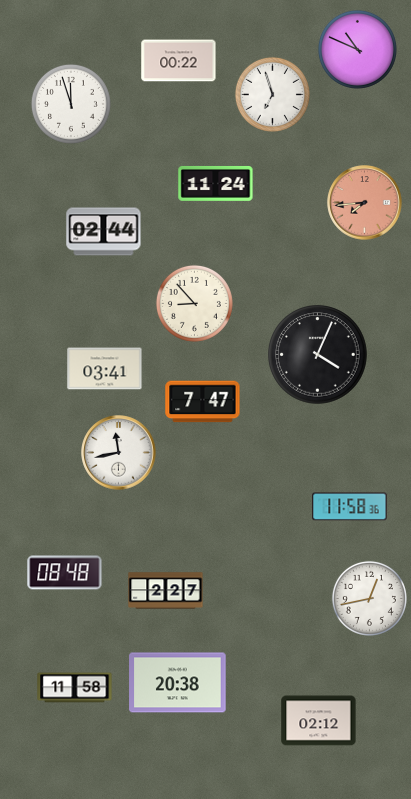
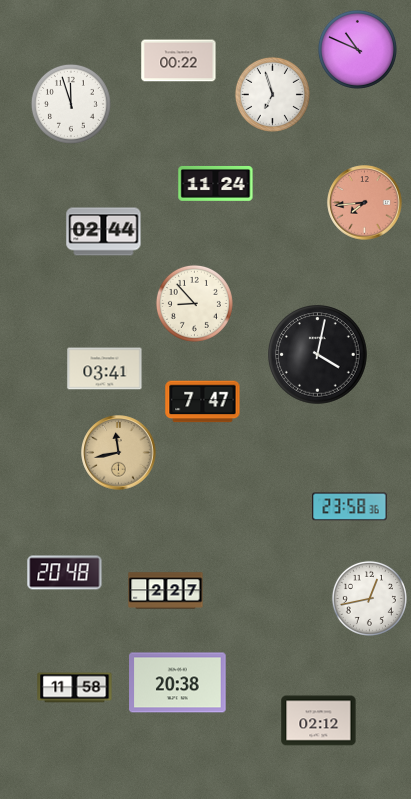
clock at (318, 355): 4:04 -> 4:02
clock at (119, 453) dial: white -> champagne
clock at (350, 507): 11:58 -> 23:58
clock at (65, 573): 08:48 -> 20:48
